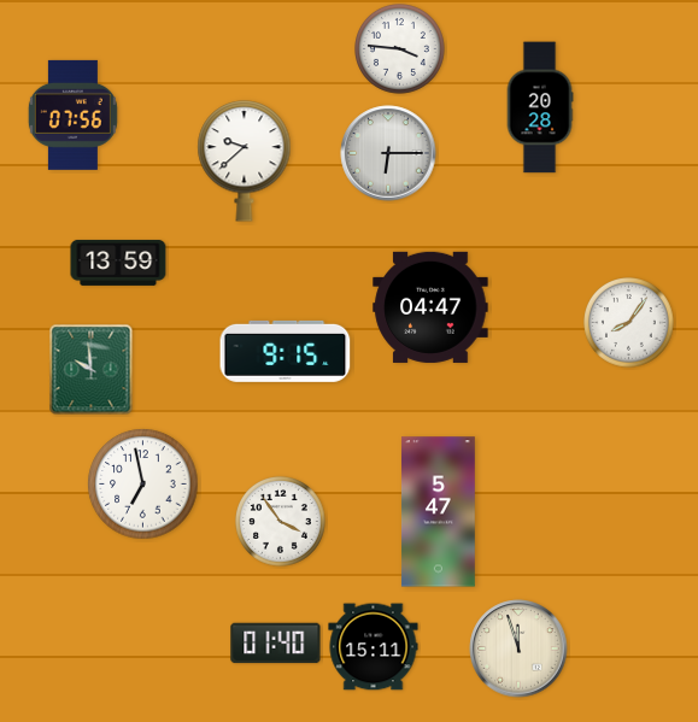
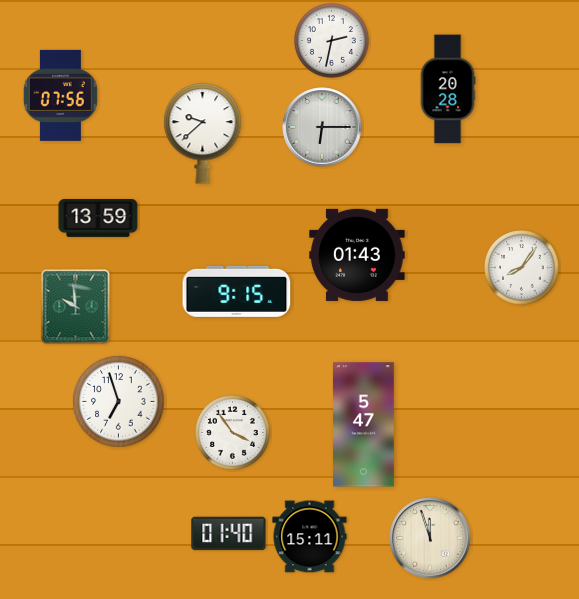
clock at (400, 49): 3:46 -> 2:32
clock at (430, 307): 04:47 -> 01:43
clock at (143, 485): 6:58 -> 6:57
